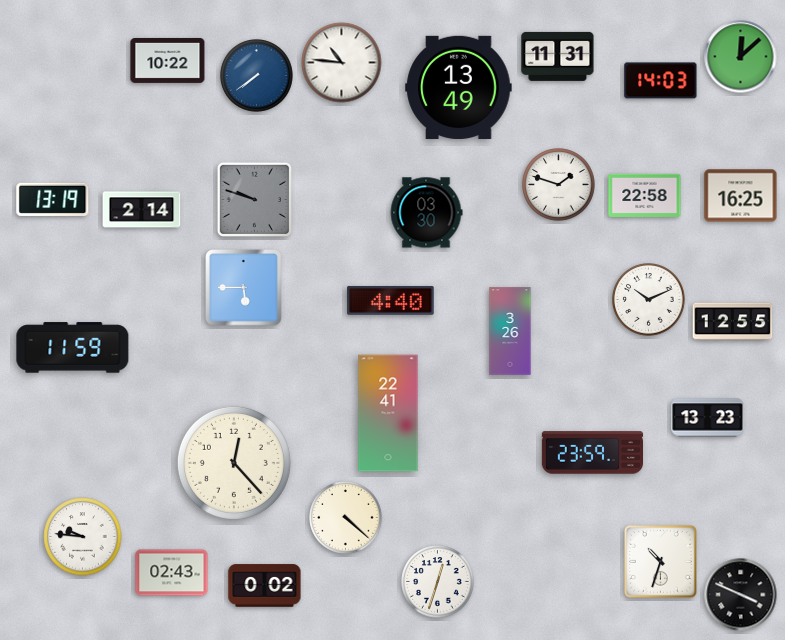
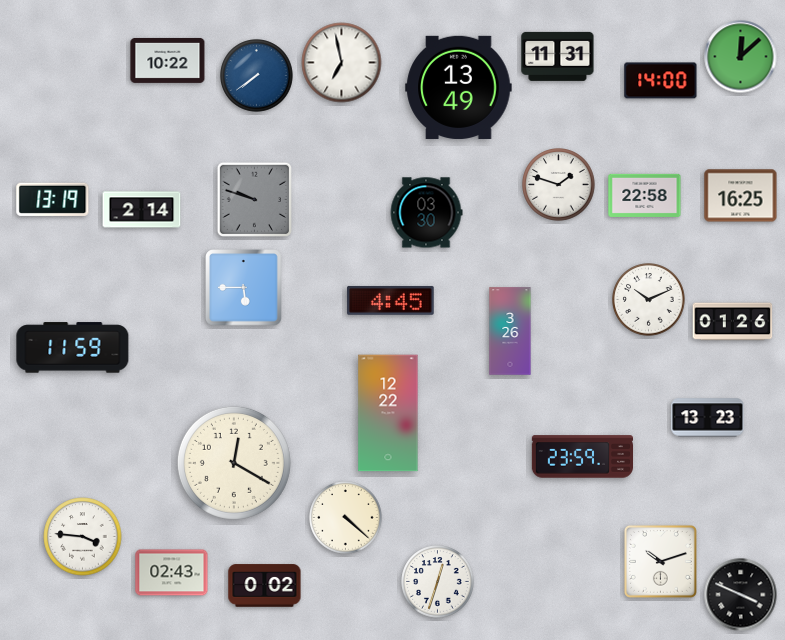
clock at (342, 63): 10:46 -> 6:58
clock at (661, 81): 14:03 -> 14:00
clock at (391, 300): 4:40 -> 4:45
clock at (733, 322): 12:55 -> 01:26
clock at (388, 413): 22:41 -> 12:22
clock at (592, 453) position: (592, 453) -> (582, 457)
clock at (234, 463): 12:23 -> 12:20
clock at (83, 537): 9:46 -> 3:46
clock at (660, 561): 10:33 -> 10:12
